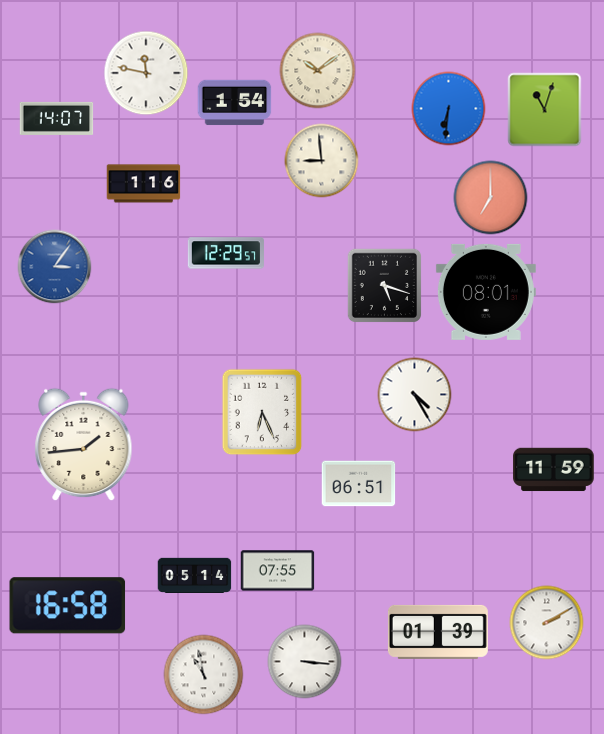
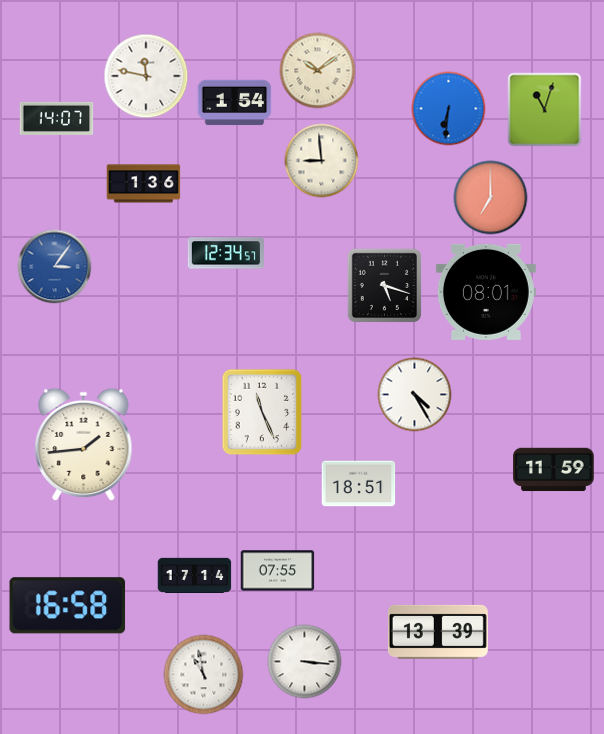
clock at (146, 73) position: (146, 73) -> (146, 76)
clock at (144, 184): 1:16 -> 1:36
clock at (226, 253): 12:29 -> 12:34
clock at (262, 412): 6:26 -> 11:26
clock at (359, 484): 06:51 -> 18:51
clock at (195, 575): 05:14 -> 17:14
clock at (547, 623): 2:10 -> none
clock at (438, 632): 01:39 -> 13:39
